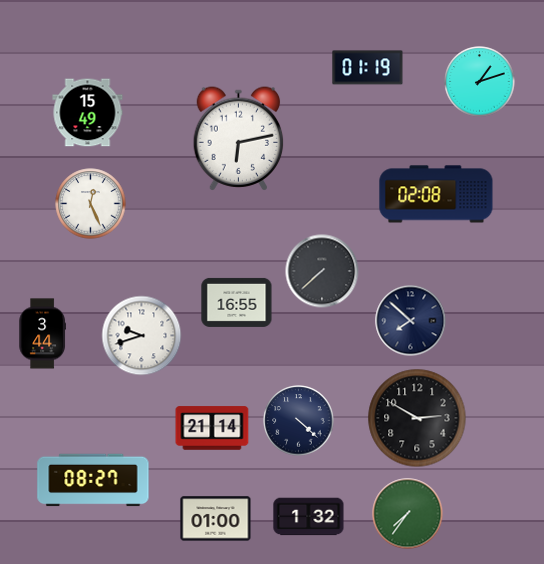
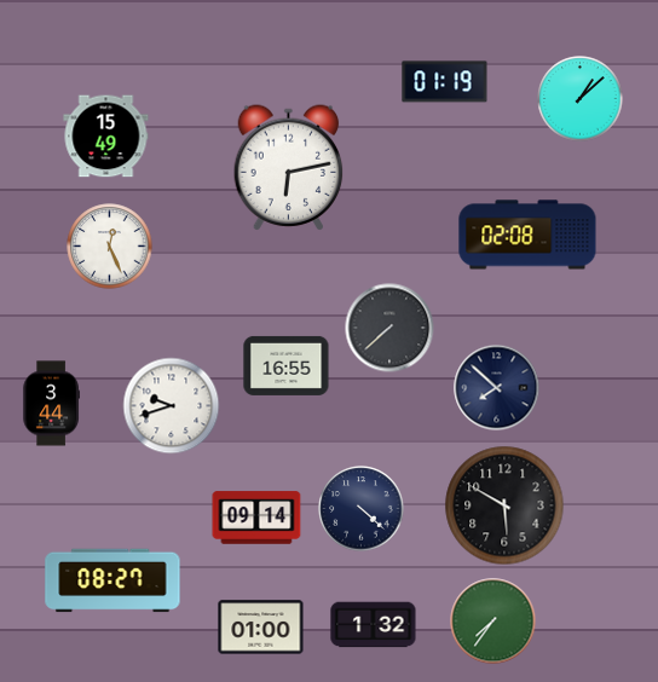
clock at (480, 82): 1:12 -> 1:08
clock at (417, 418): 2:50 -> 5:50
clock at (212, 428): 21:14 -> 09:14
